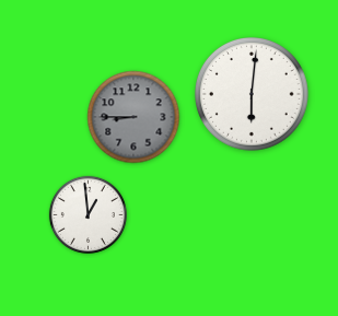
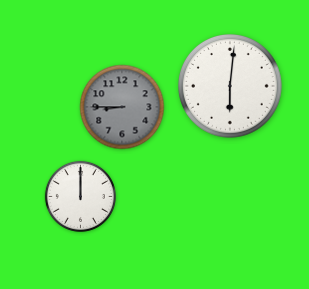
clock at (88, 214): 12:59 -> 12:00
